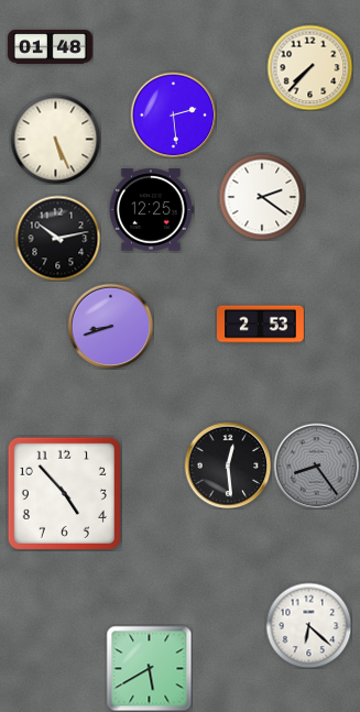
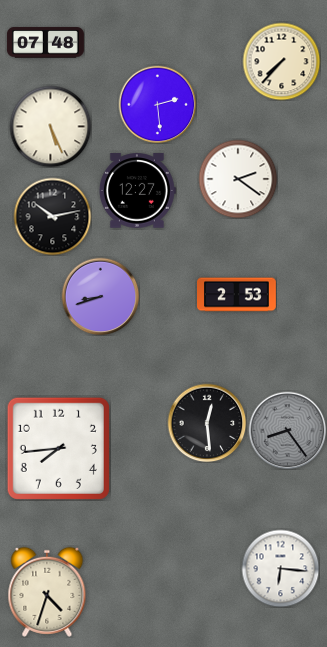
clock at (50, 47): 01:48 -> 07:48
clock at (151, 210): 12:25 -> 12:27
clock at (316, 465) position: (316, 465) -> (287, 430)
clock at (64, 493): 4:53 -> 7:44
clock at (308, 625): 6:22 -> 6:16
clock at (47, 592): none -> 4:33
clock at (149, 668): 5:40 -> none
